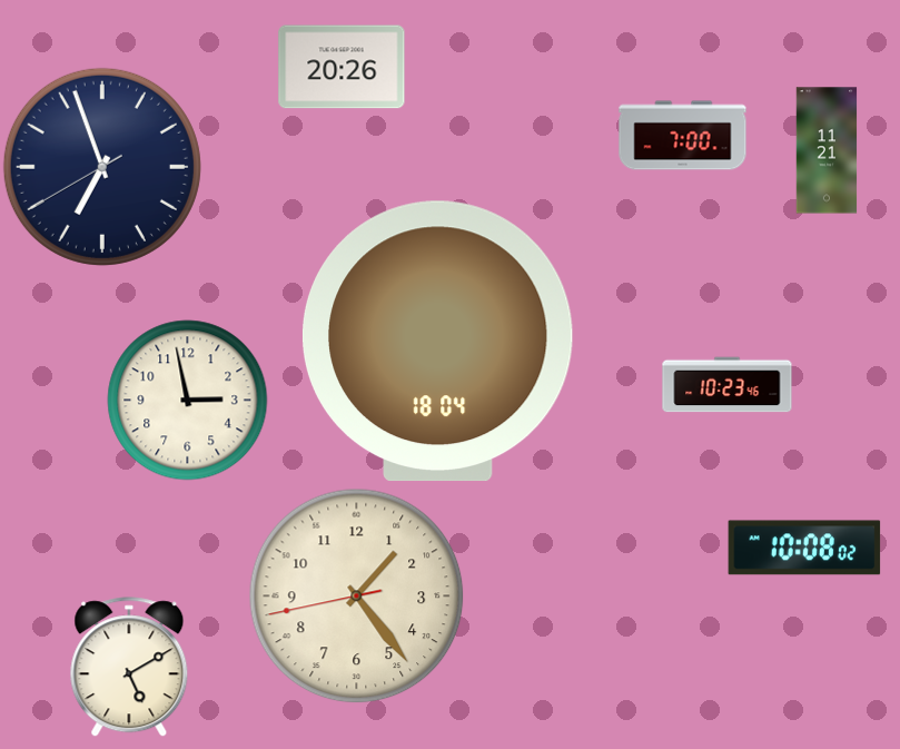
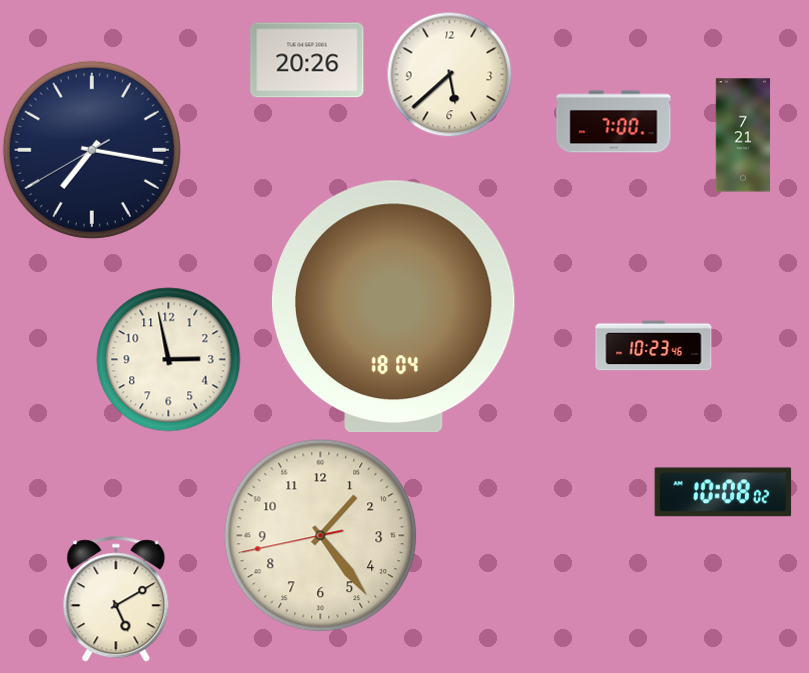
clock at (449, 74): none -> 5:38
clock at (827, 150): 11:21 -> 7:21
clock at (102, 167): 6:56 -> 7:16
